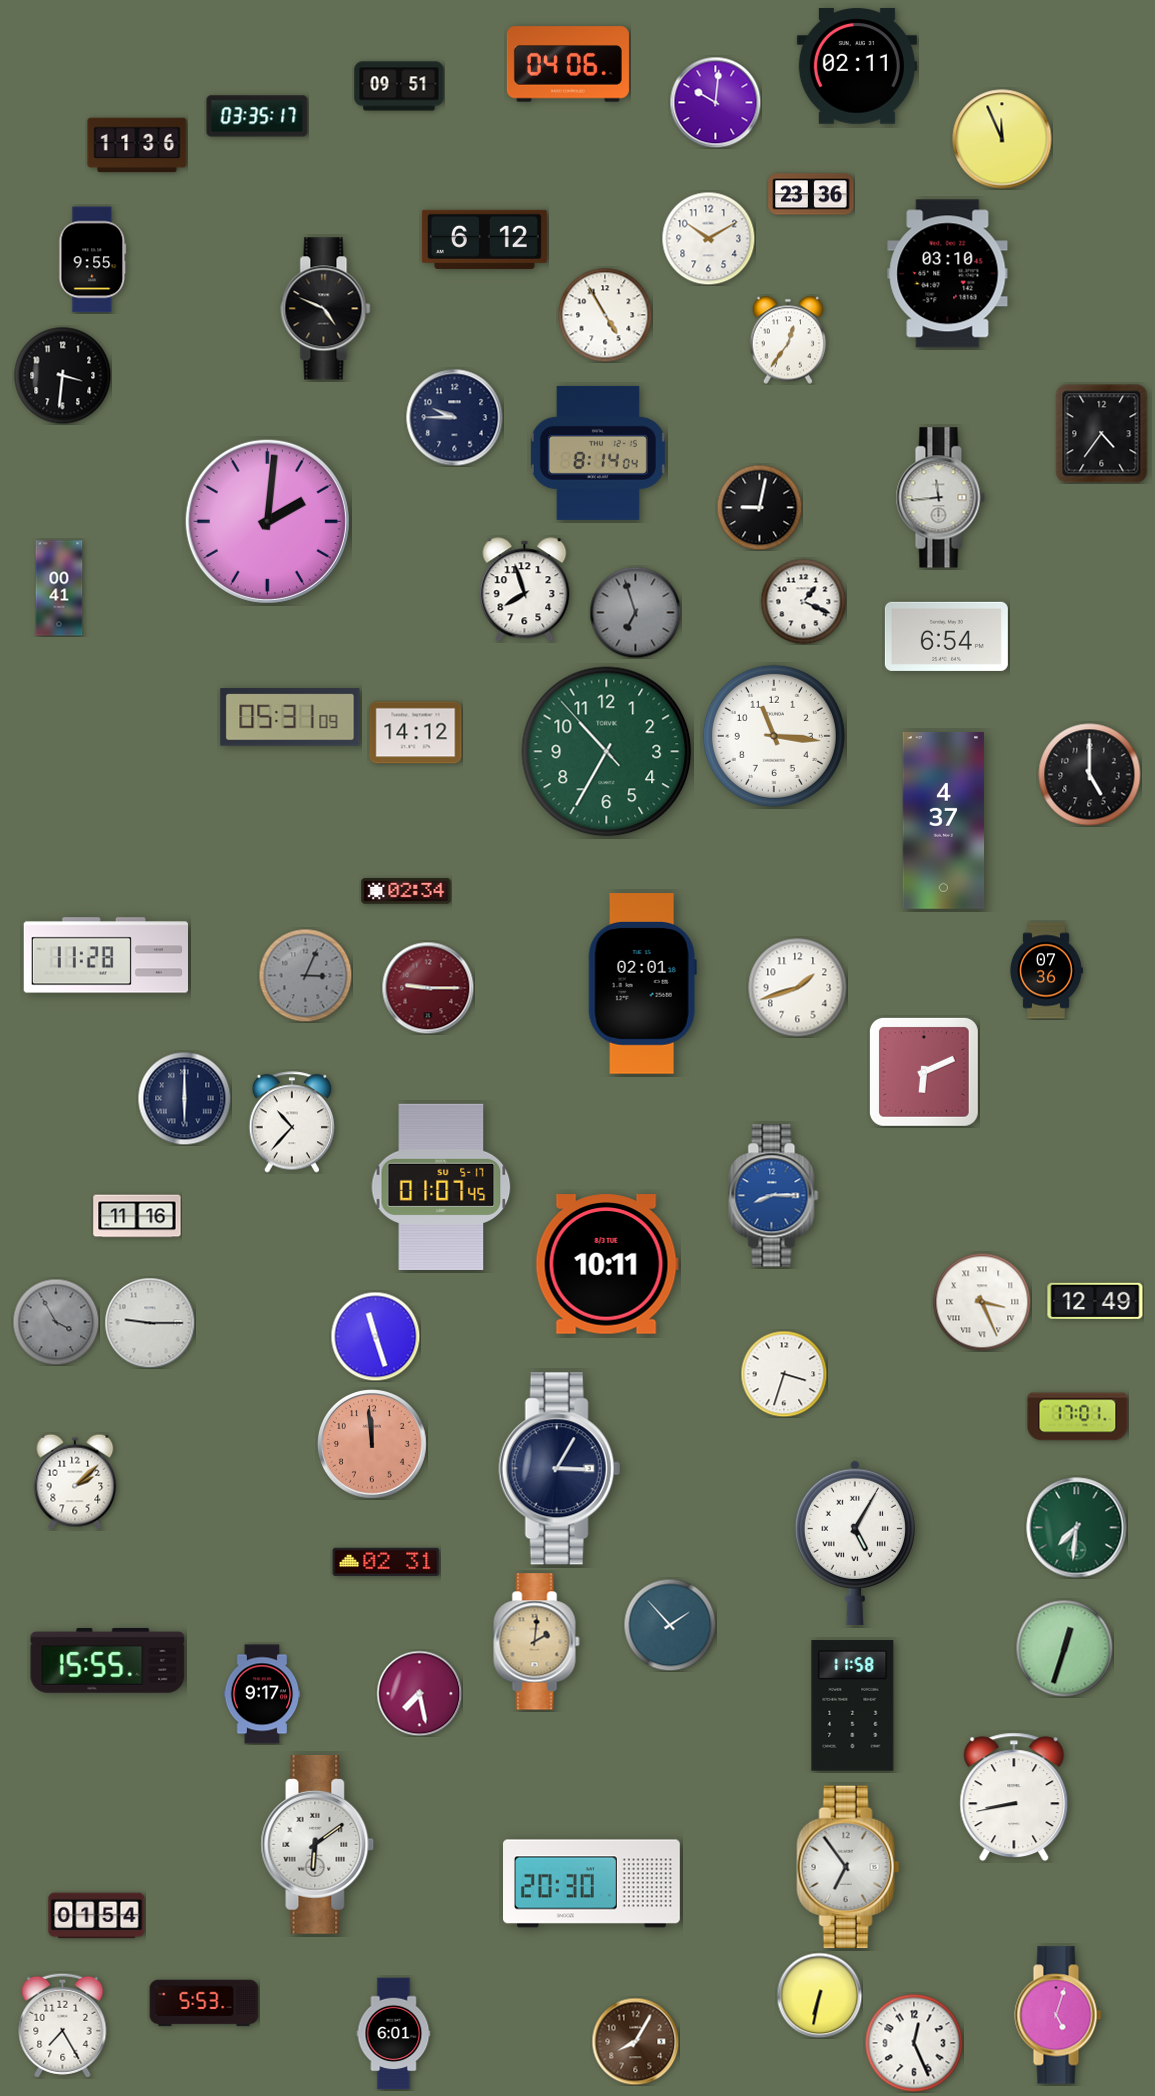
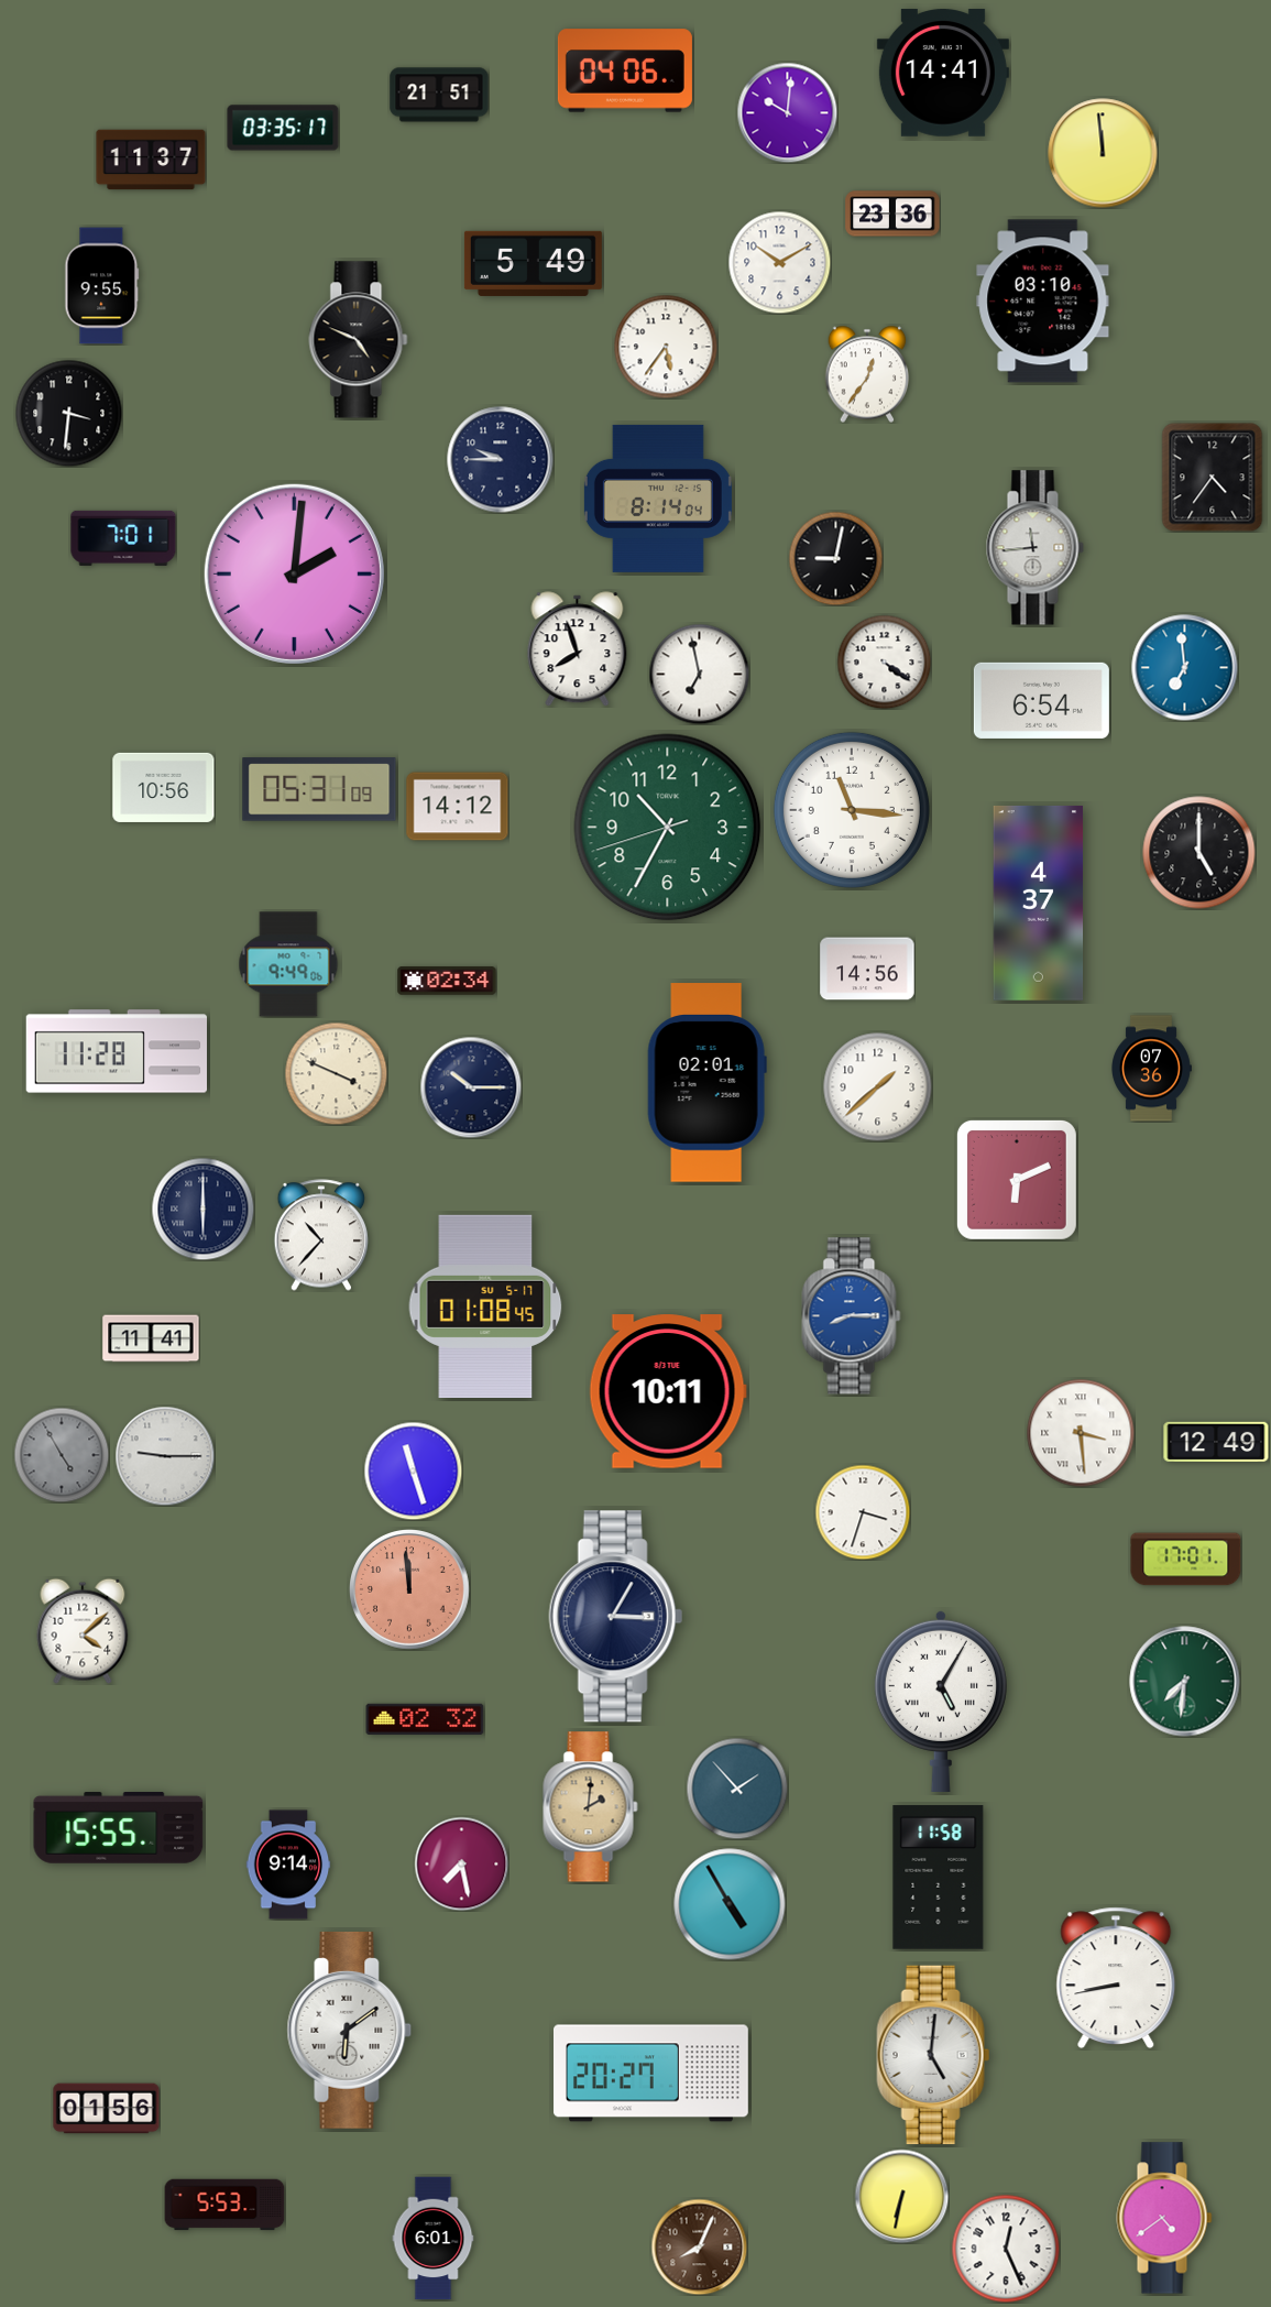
clock at (857, 66): 02:11 -> 14:41
clock at (399, 86): 09:51 -> 21:51
clock at (1002, 139): 11:56 -> 11:59
clock at (137, 145): 11:36 -> 11:37
clock at (484, 239): 6:12 -> 5:49
clock at (605, 315): 4:55 -> 5:36
clock at (123, 538): none -> 7:01
clock at (59, 588): 00:41 -> none
clock at (803, 601): 1:19 -> 4:21
clock at (1185, 668): none -> 6:59
clock at (635, 612): 6:57 -> 6:58
clock at (635, 612) dial: grey -> white
clock at (164, 787): none -> 10:56
clock at (607, 752): 10:34:53 -> 10:34:42
clock at (288, 964): none -> 9:49
clock at (867, 969): none -> 14:56
clock at (305, 975): 3:04 -> 3:49
clock at (305, 975) dial: grey -> cream
clock at (428, 988): 9:15 -> 10:15
clock at (428, 988) dial: burgundy -> navy
clock at (798, 988): 1:42 -> 1:38
clock at (441, 1187): 01:07 -> 01:08
clock at (137, 1216): 11:16 -> 11:41
clock at (1095, 1301) position: (1095, 1301) -> (1216, 1442)
clock at (982, 1302): 3:26 -> 3:29
clock at (56, 1322): 3:55 -> 4:55
clock at (75, 1482): 2:08 -> 4:08
clock at (855, 1542) position: (855, 1542) -> (941, 1701)
clock at (386, 1562): 02:31 -> 02:32
clock at (1064, 1648): 12:33 -> none
clock at (262, 1694): 9:17 -> 9:14
clock at (730, 1904): none -> 4:55
clock at (848, 1867): 6:54 -> 5:01
clock at (592, 1884): 20:30 -> 20:27
clock at (97, 1916): 01:54 -> 01:56
clock at (1058, 2015): 5:03 -> 4:39
clock at (63, 2025): 7:25 -> none
clock at (635, 2041): 8:05 -> 8:04
